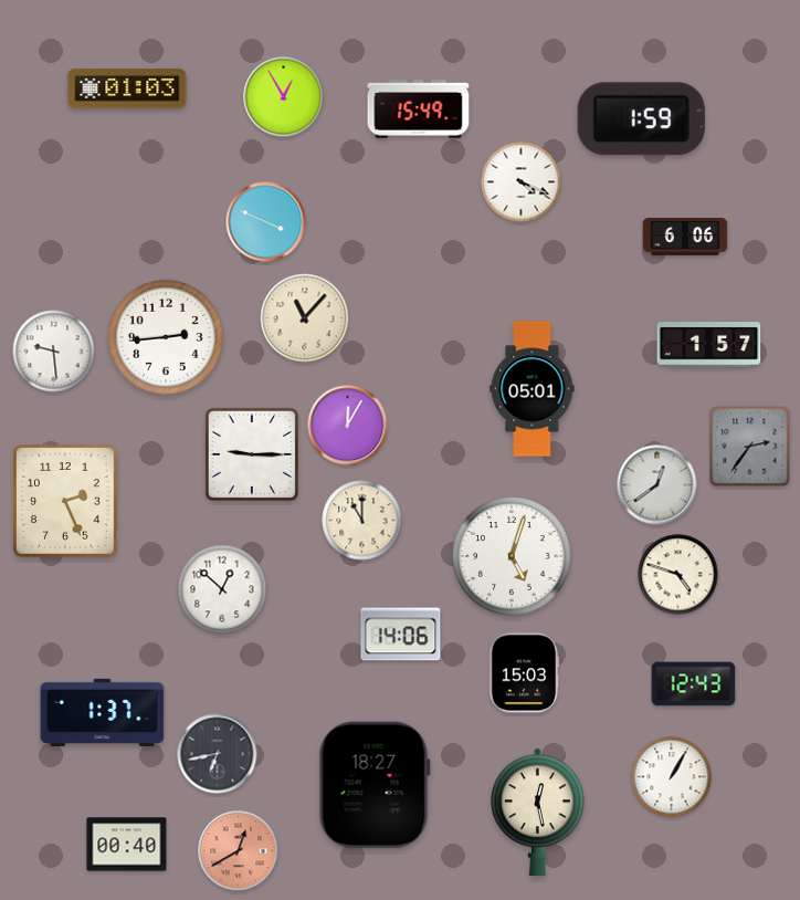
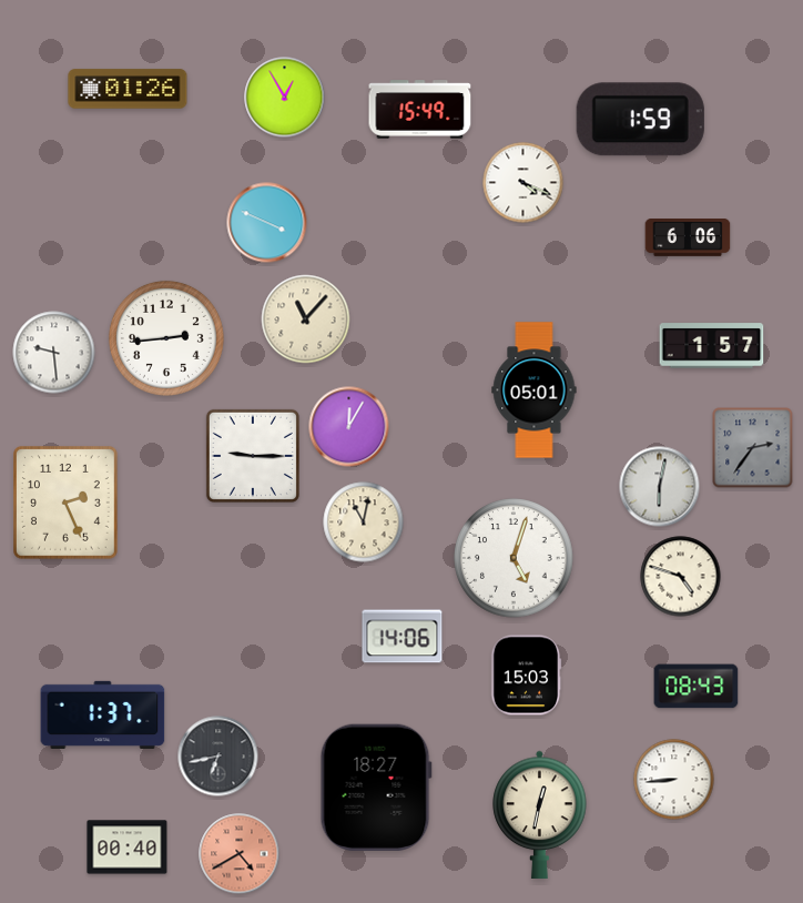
clock at (127, 88): 01:03 -> 01:26
clock at (641, 119) position: (641, 119) -> (640, 120)
clock at (657, 485): 12:39 -> 6:02
clock at (362, 521): 11:00 -> 11:02
clock at (222, 589): 12:52 -> none
clock at (694, 684): 12:43 -> 08:43
clock at (672, 777): 1:05 -> 8:44
clock at (538, 812): 12:28 -> 12:32
clock at (239, 851): 12:40 -> 4:40
